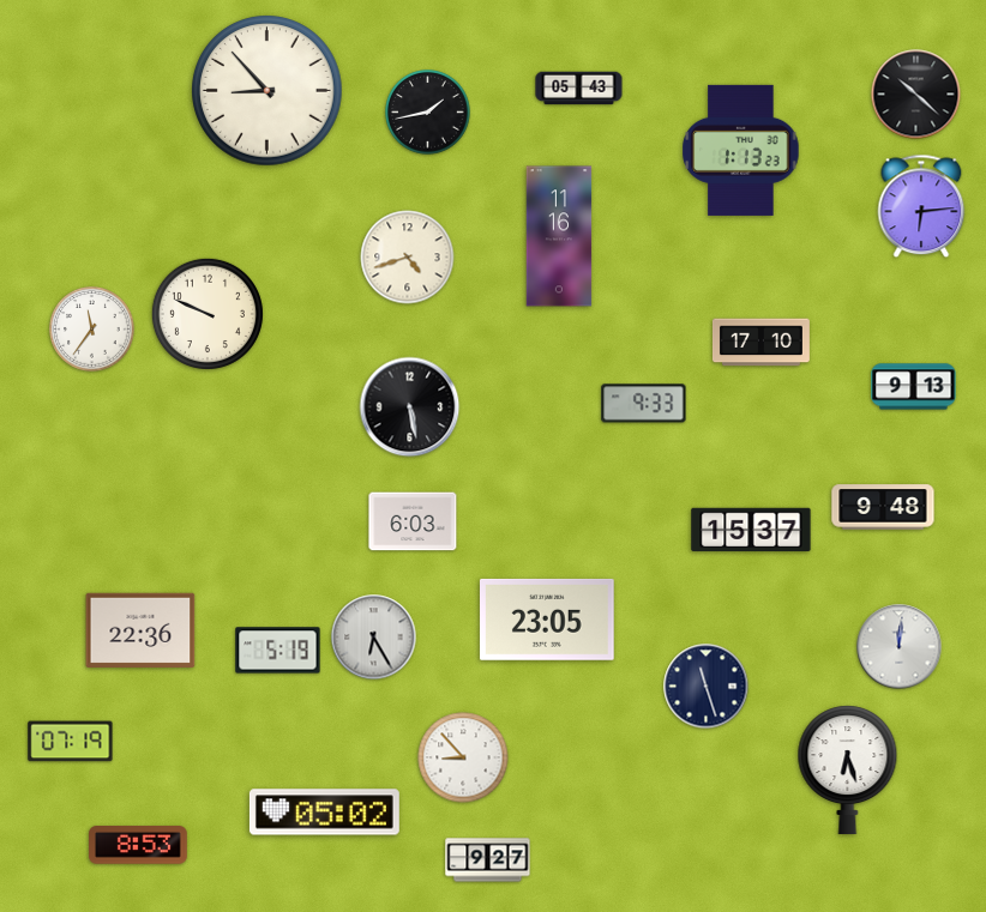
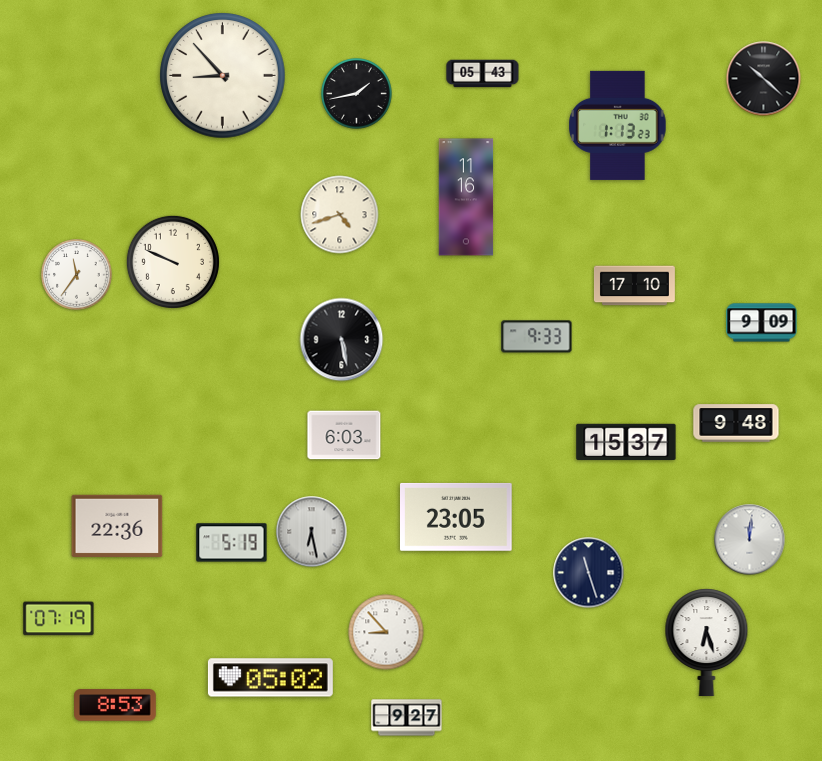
clock at (921, 206): 6:14 -> none
clock at (914, 387): 9:13 -> 9:09
clock at (374, 638): 6:25 -> 6:28
